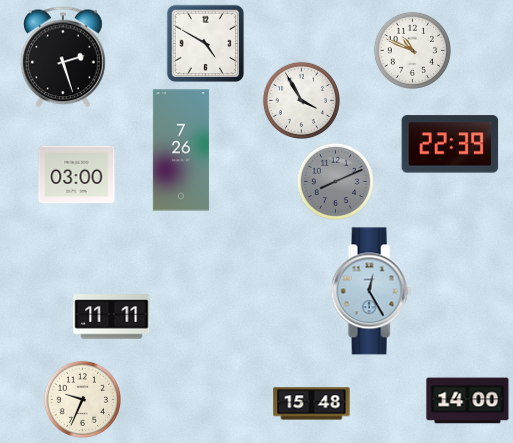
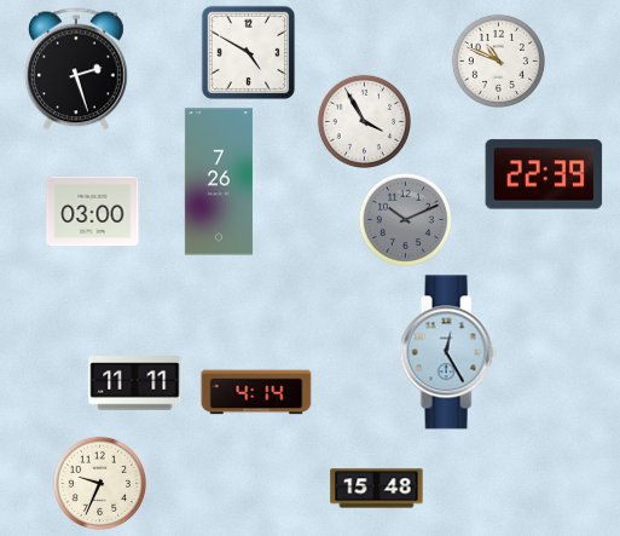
clock at (335, 181): 8:11 -> 10:11
clock at (256, 392): none -> 4:14
clock at (468, 401): 14:00 -> none
